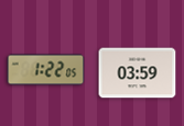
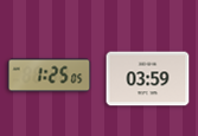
clock at (46, 70): 1:22 -> 1:25
